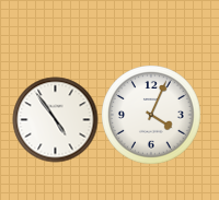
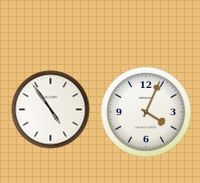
clock at (151, 115) position: (151, 115) -> (146, 112)
